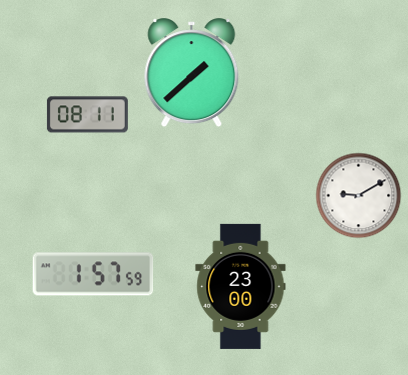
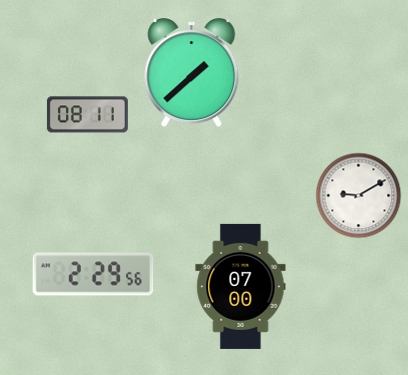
clock at (93, 274): 1:57 -> 2:29
clock at (241, 286): 23:00 -> 07:00
